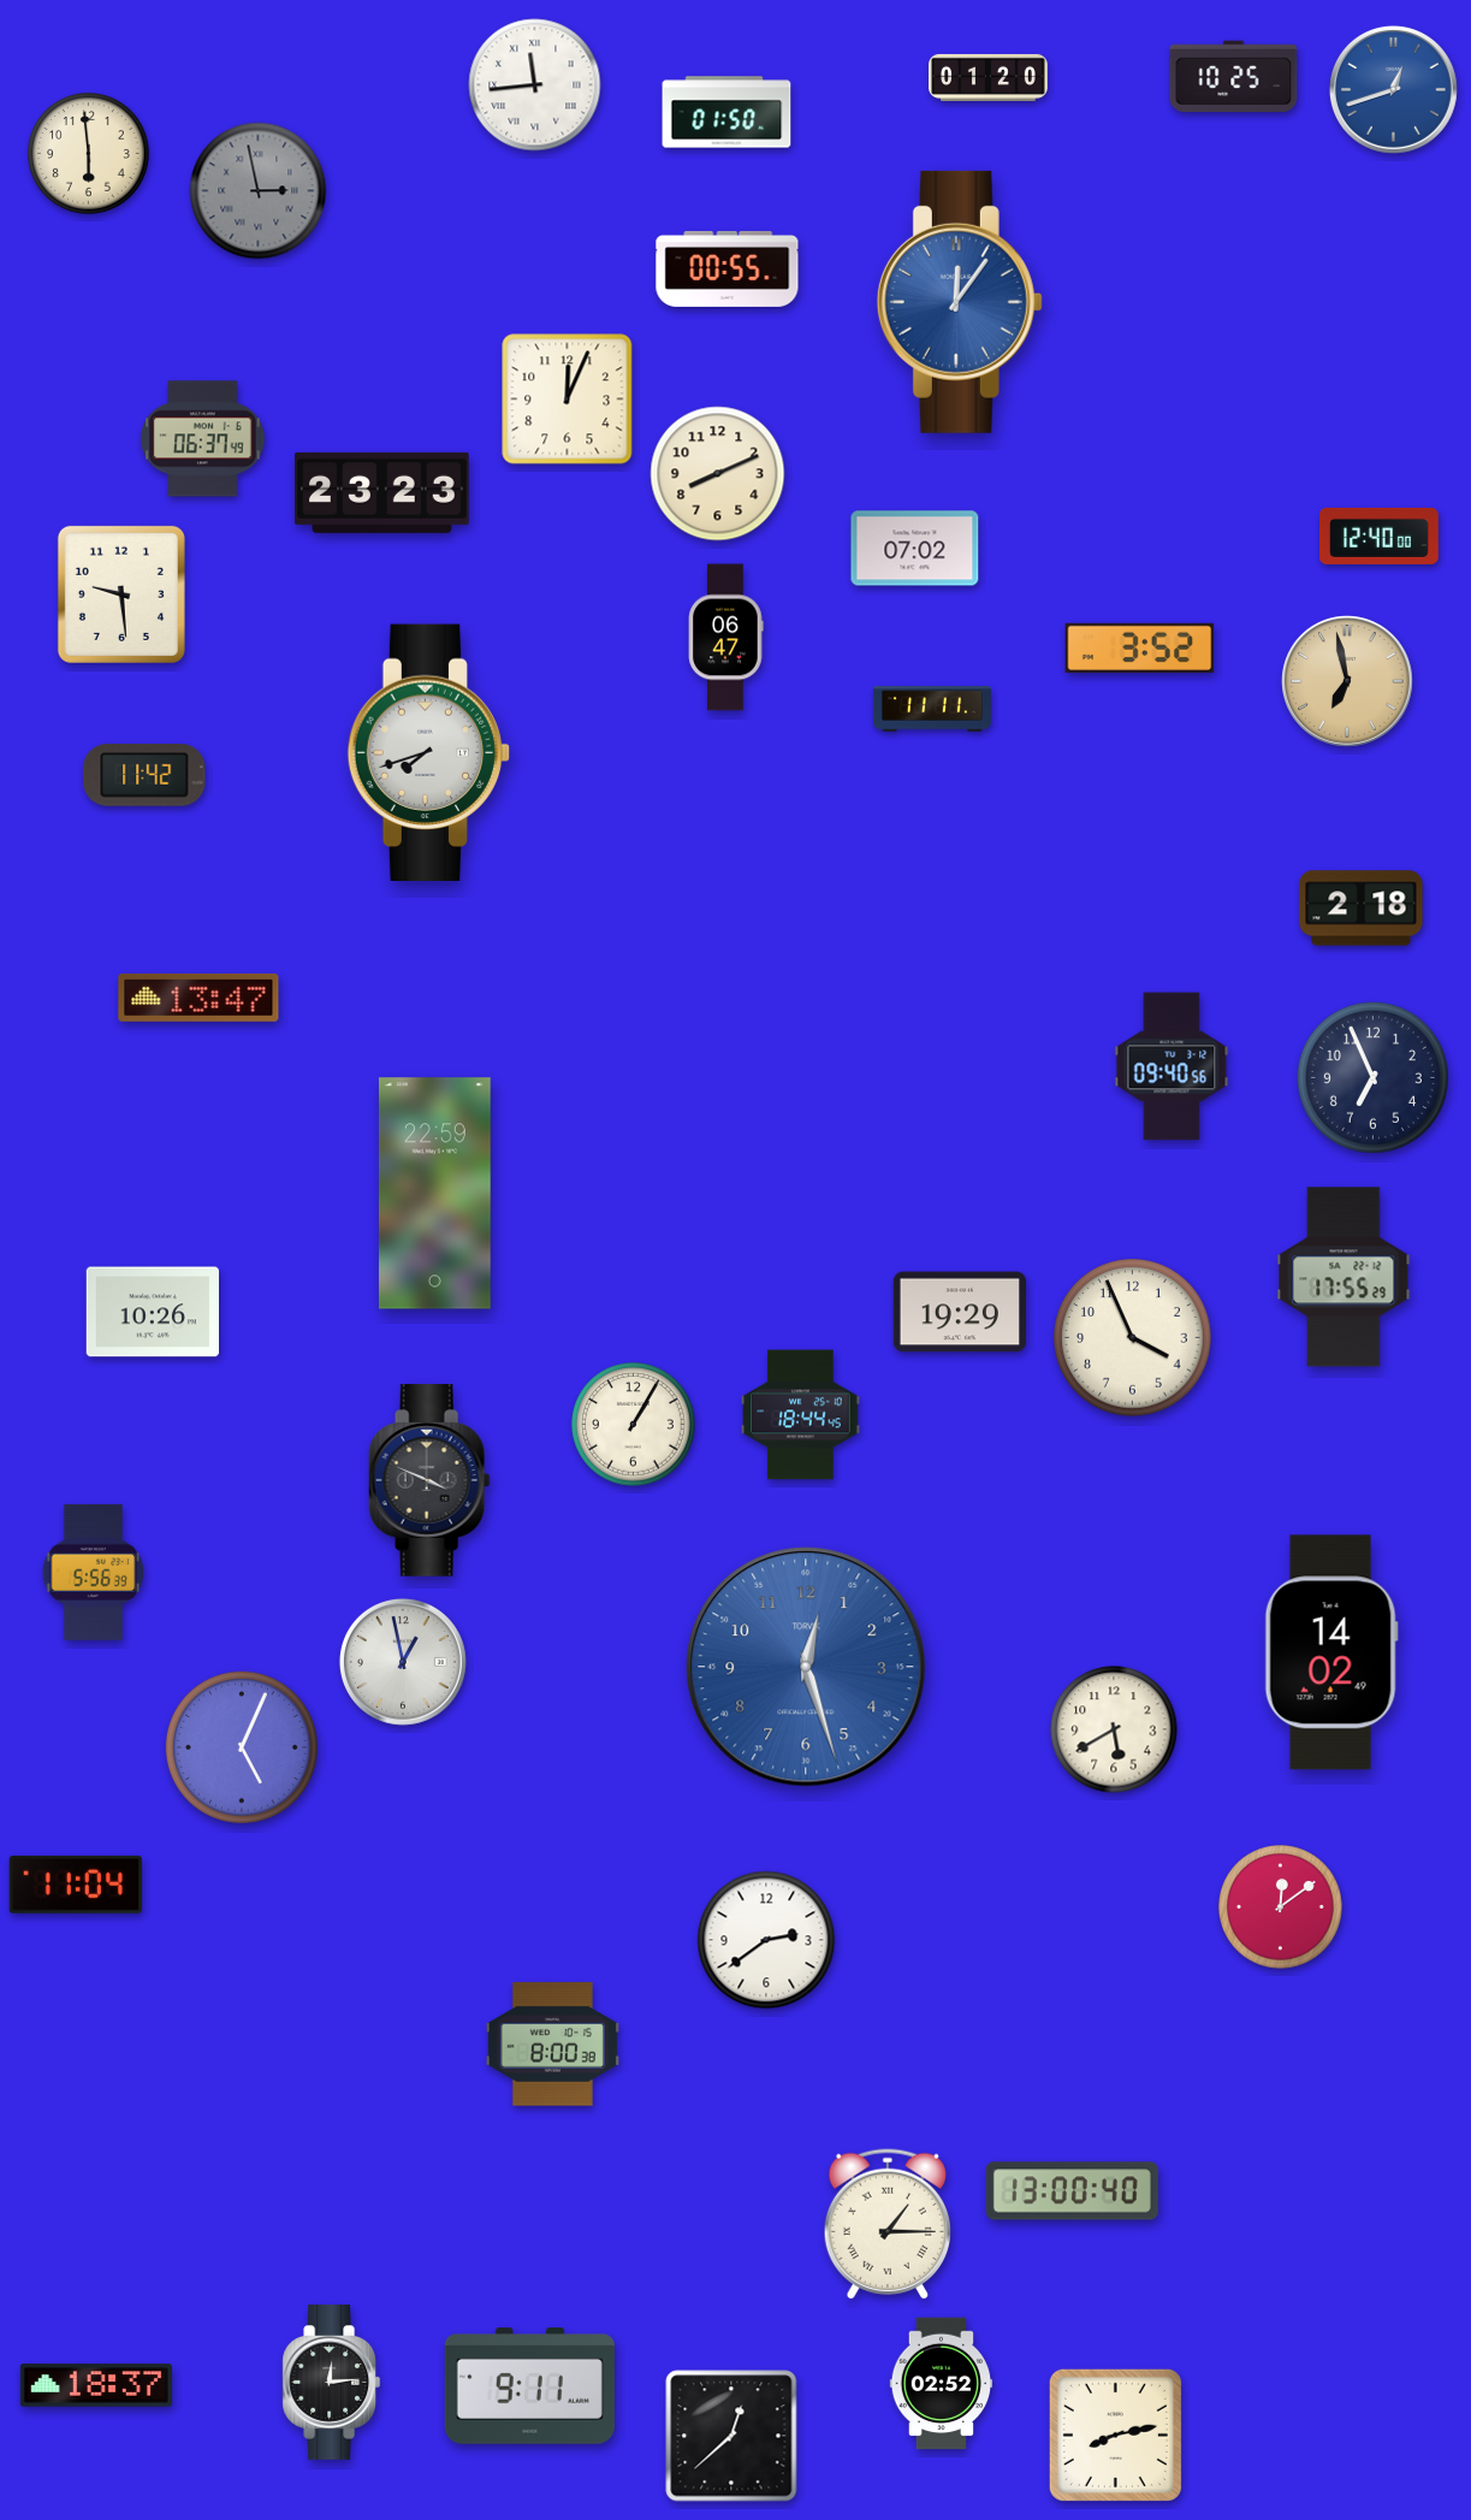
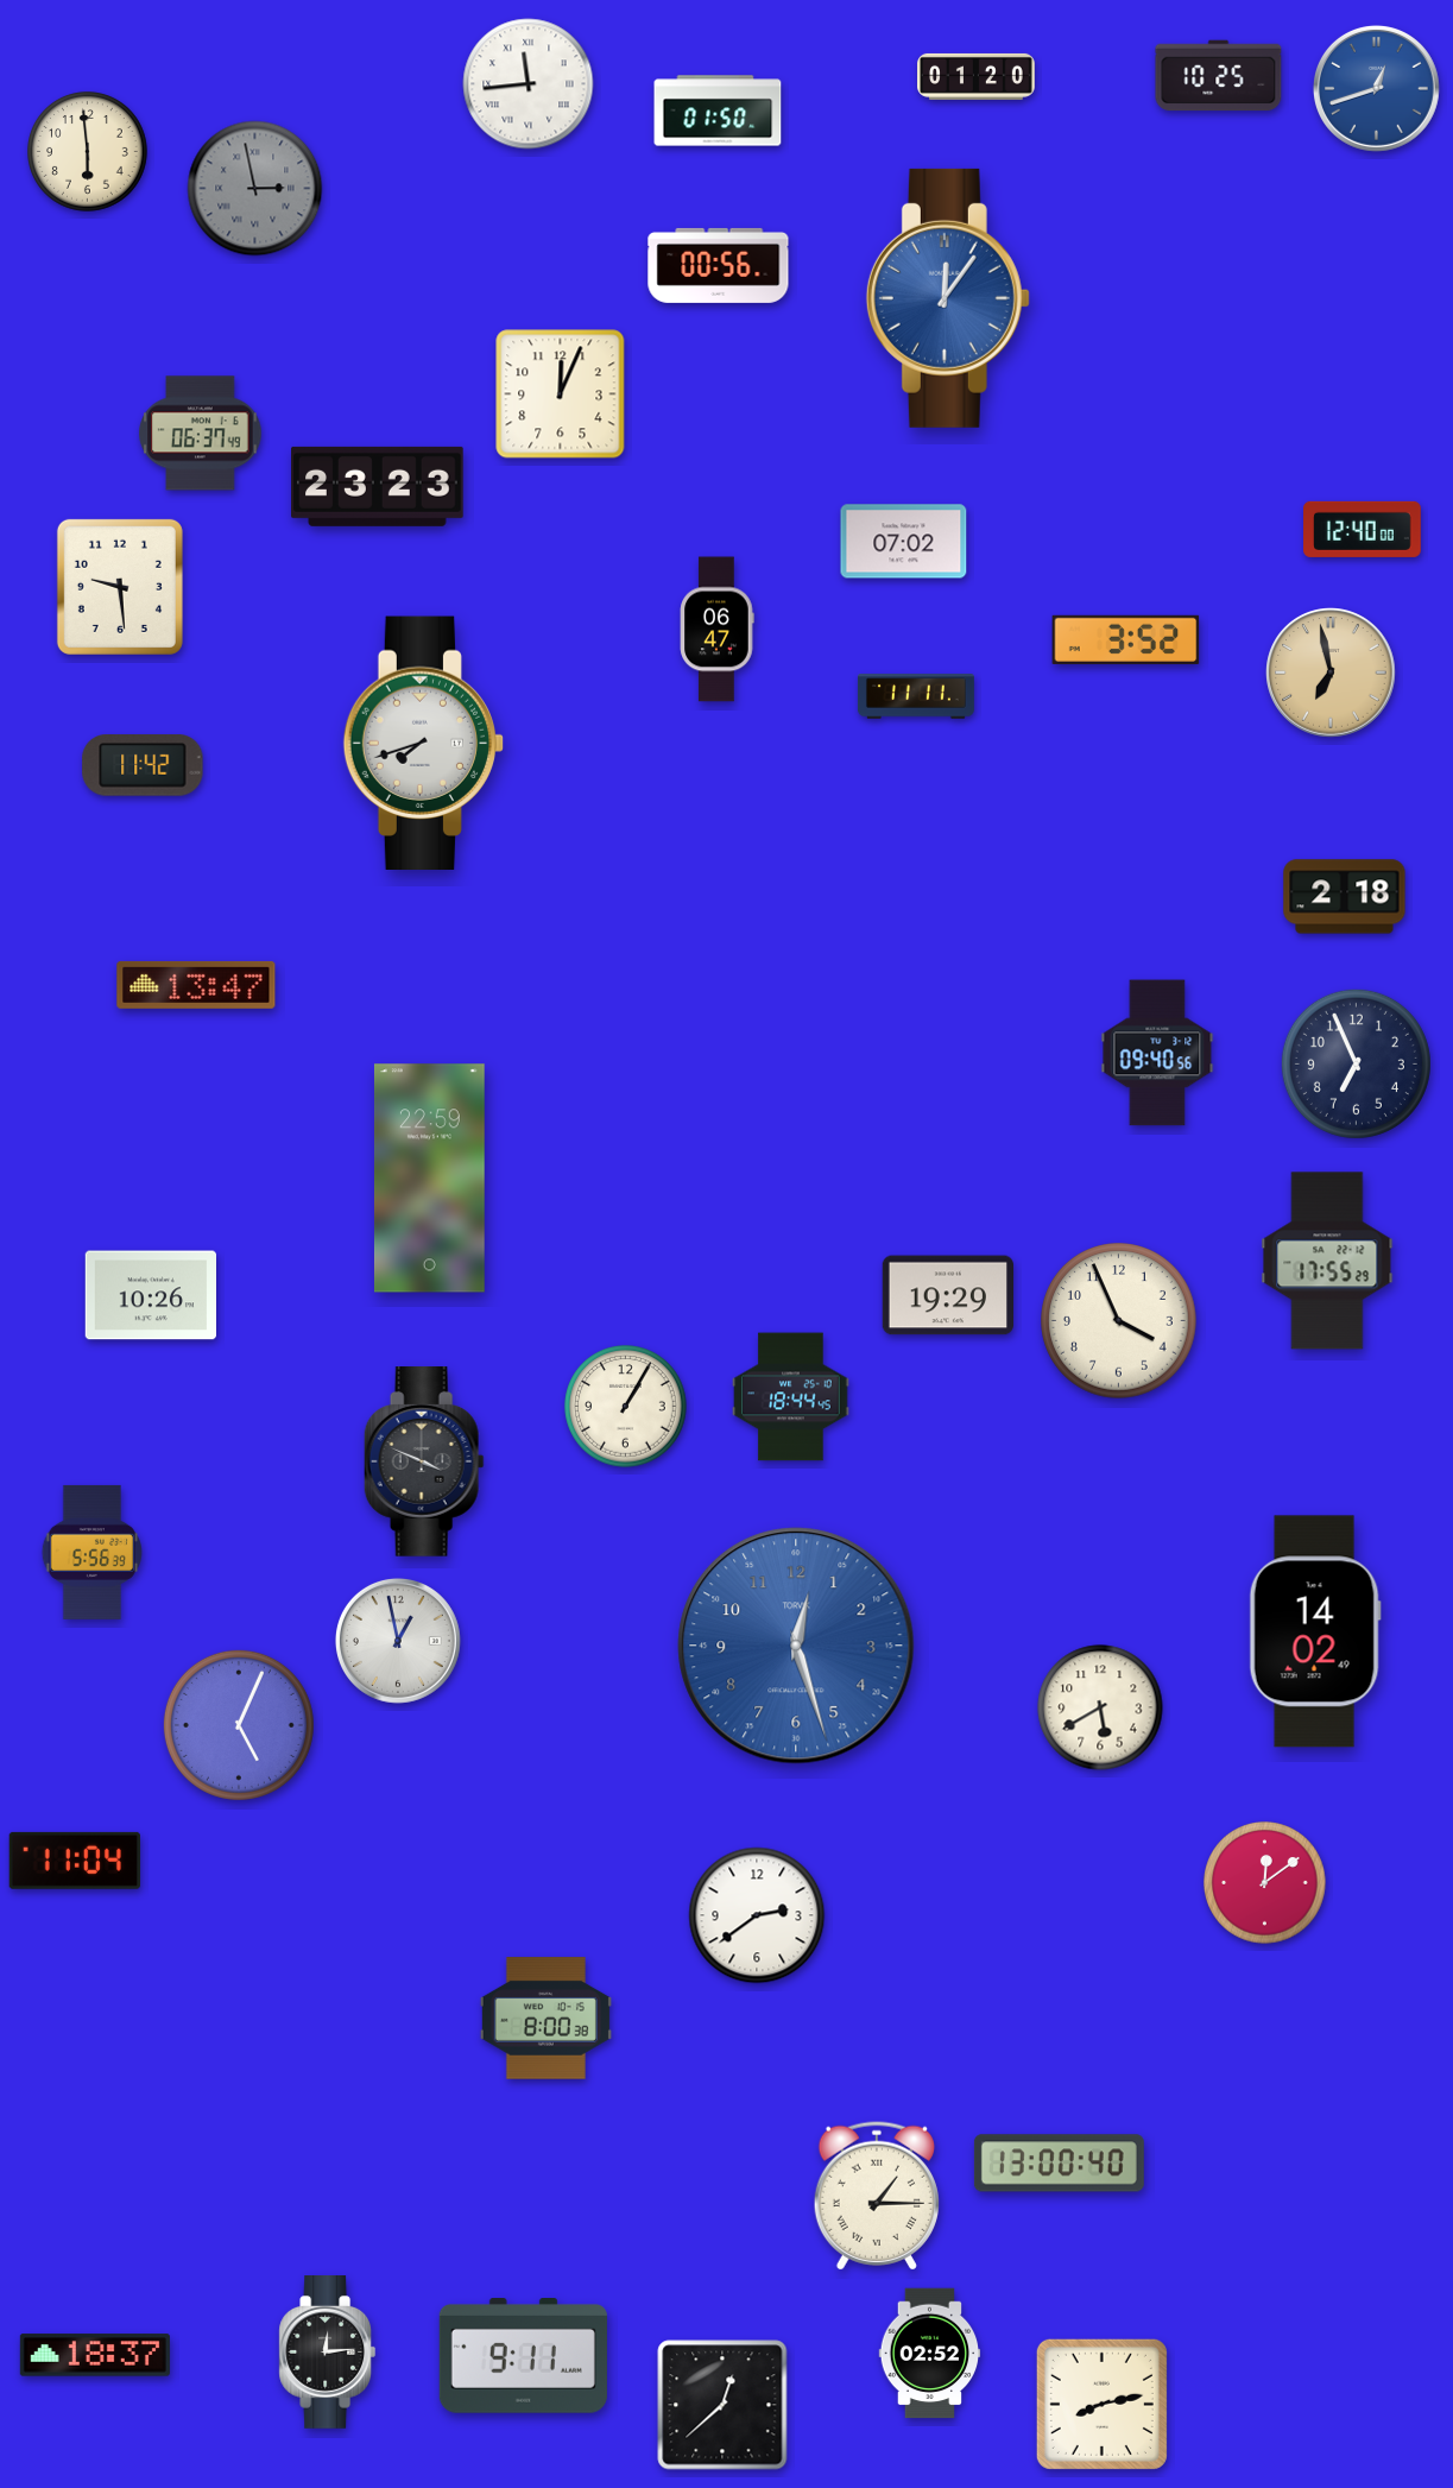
clock at (728, 268): 00:55 -> 00:56
clock at (718, 474): 8:11 -> none
clock at (932, 709) position: (932, 709) -> (916, 696)
